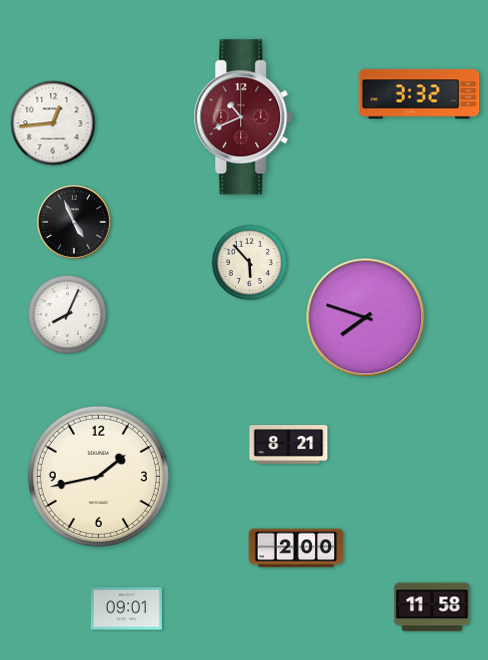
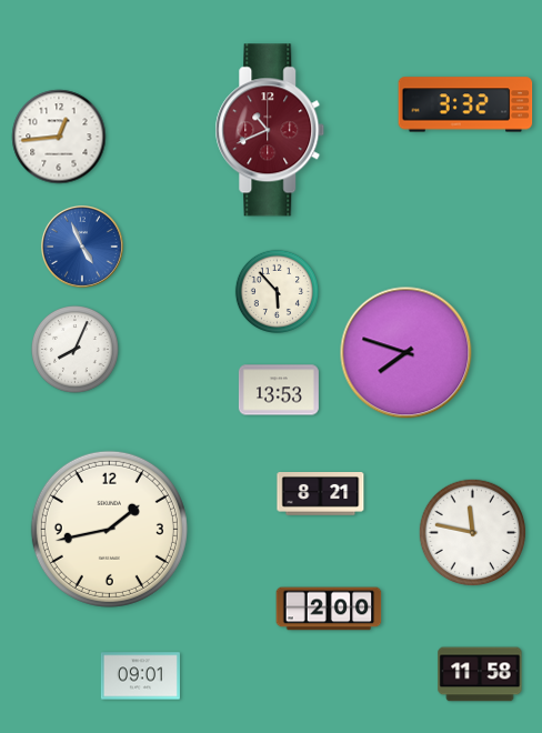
clock at (74, 222) dial: black -> blue
clock at (279, 390): none -> 13:53
clock at (473, 533): none -> 11:47
